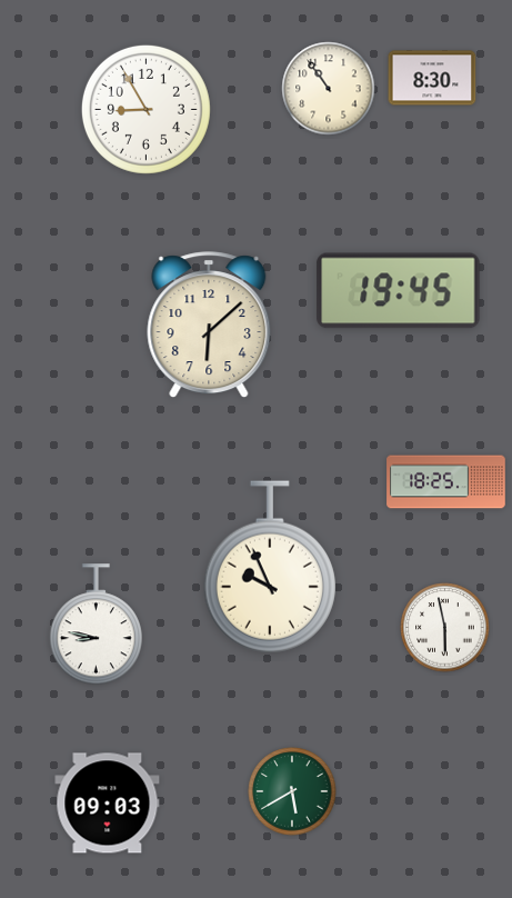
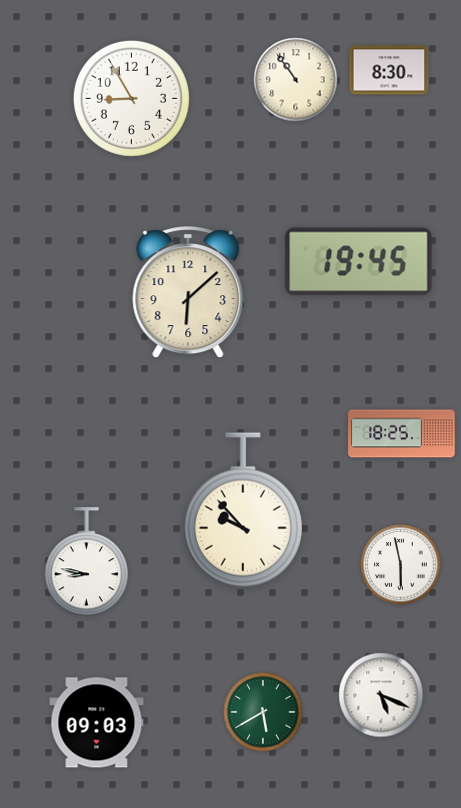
clock at (270, 567): 9:56 -> 9:53
clock at (381, 695): none -> 5:19
